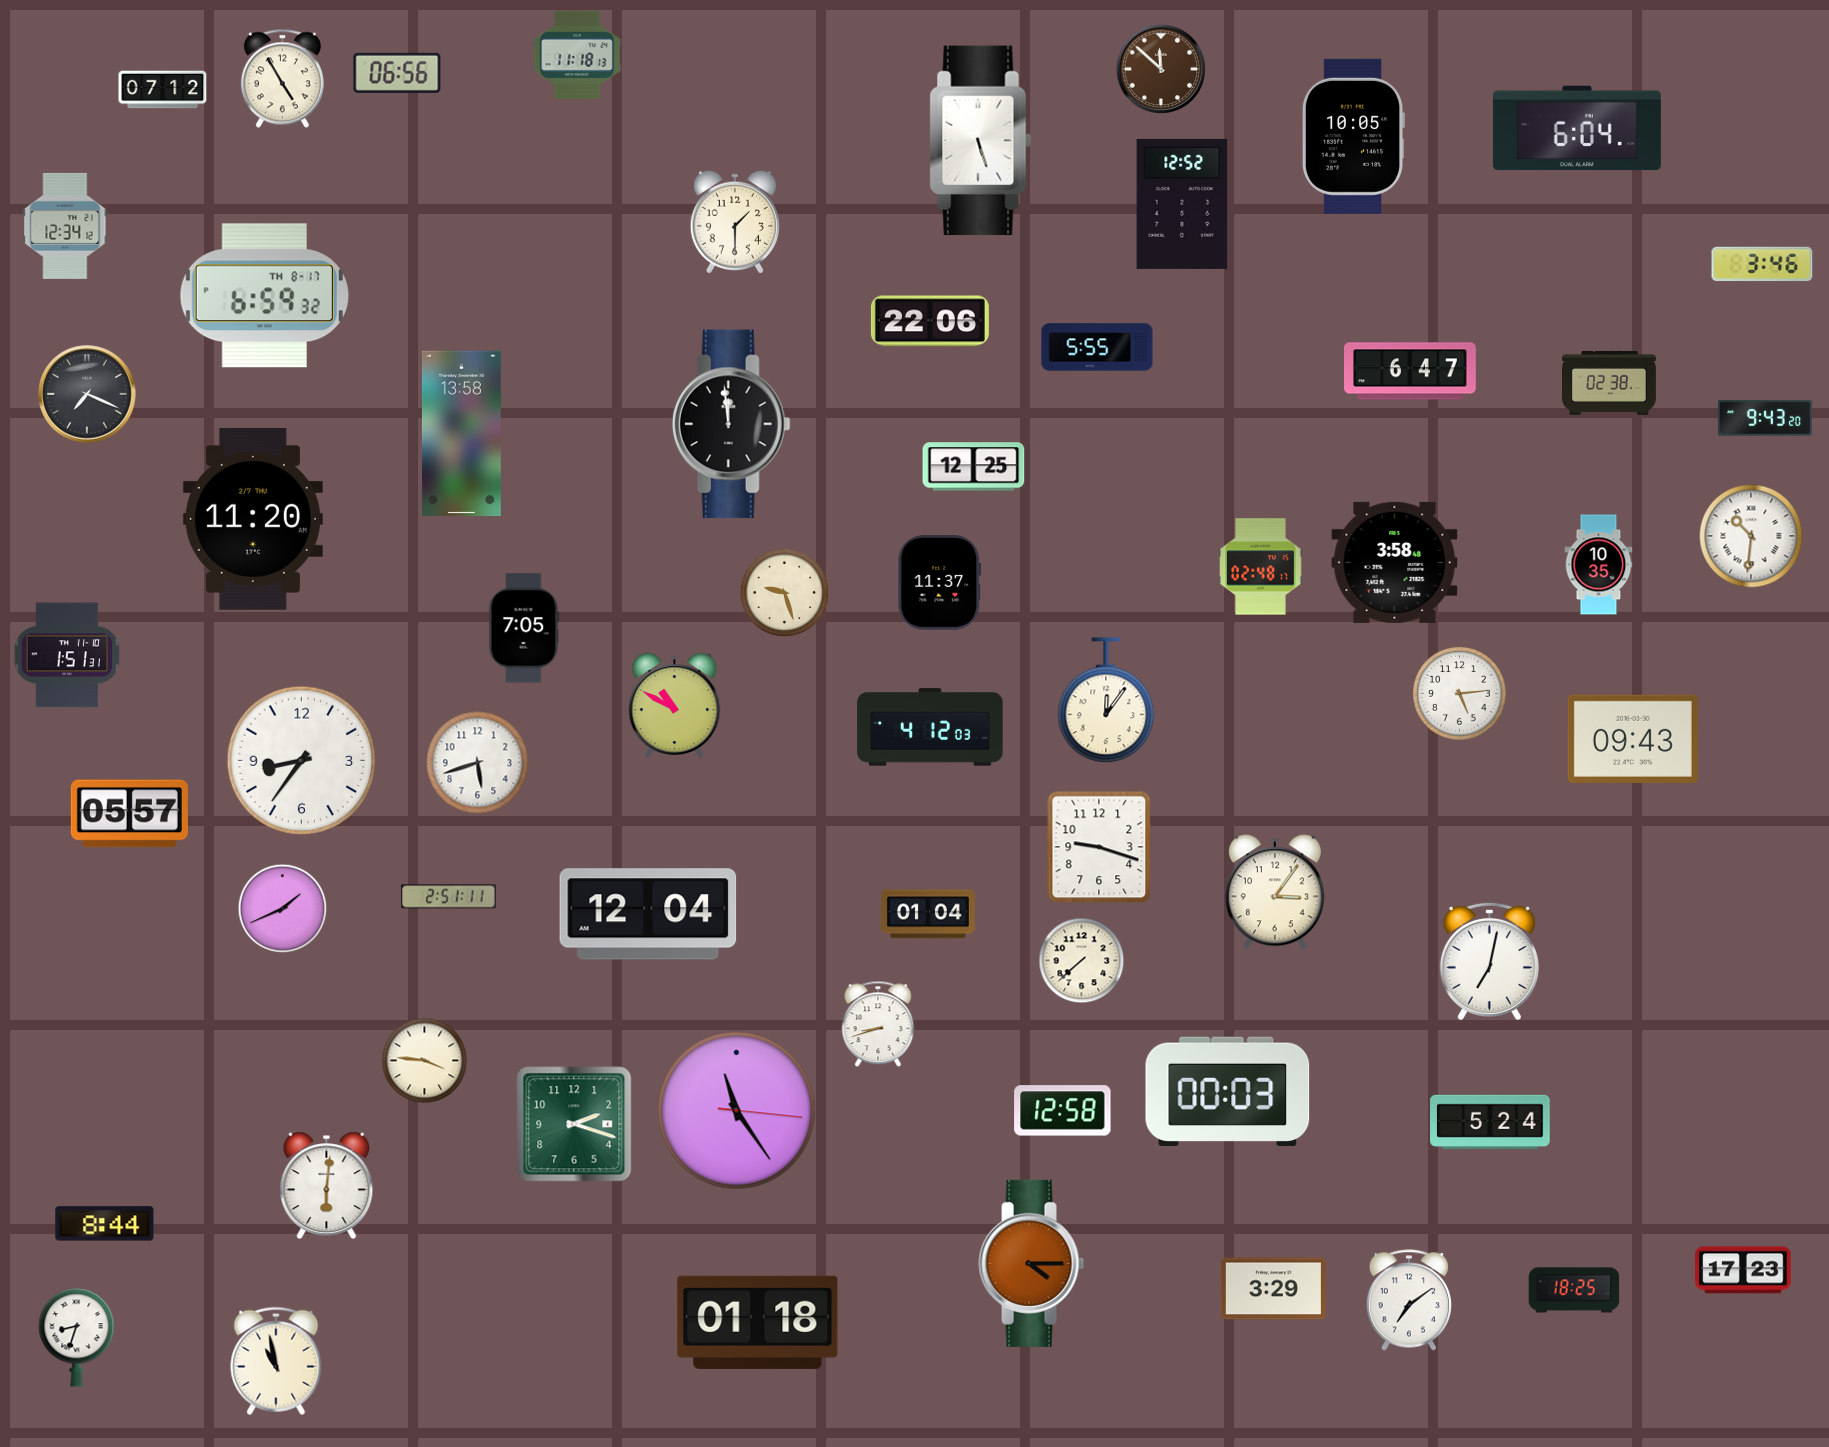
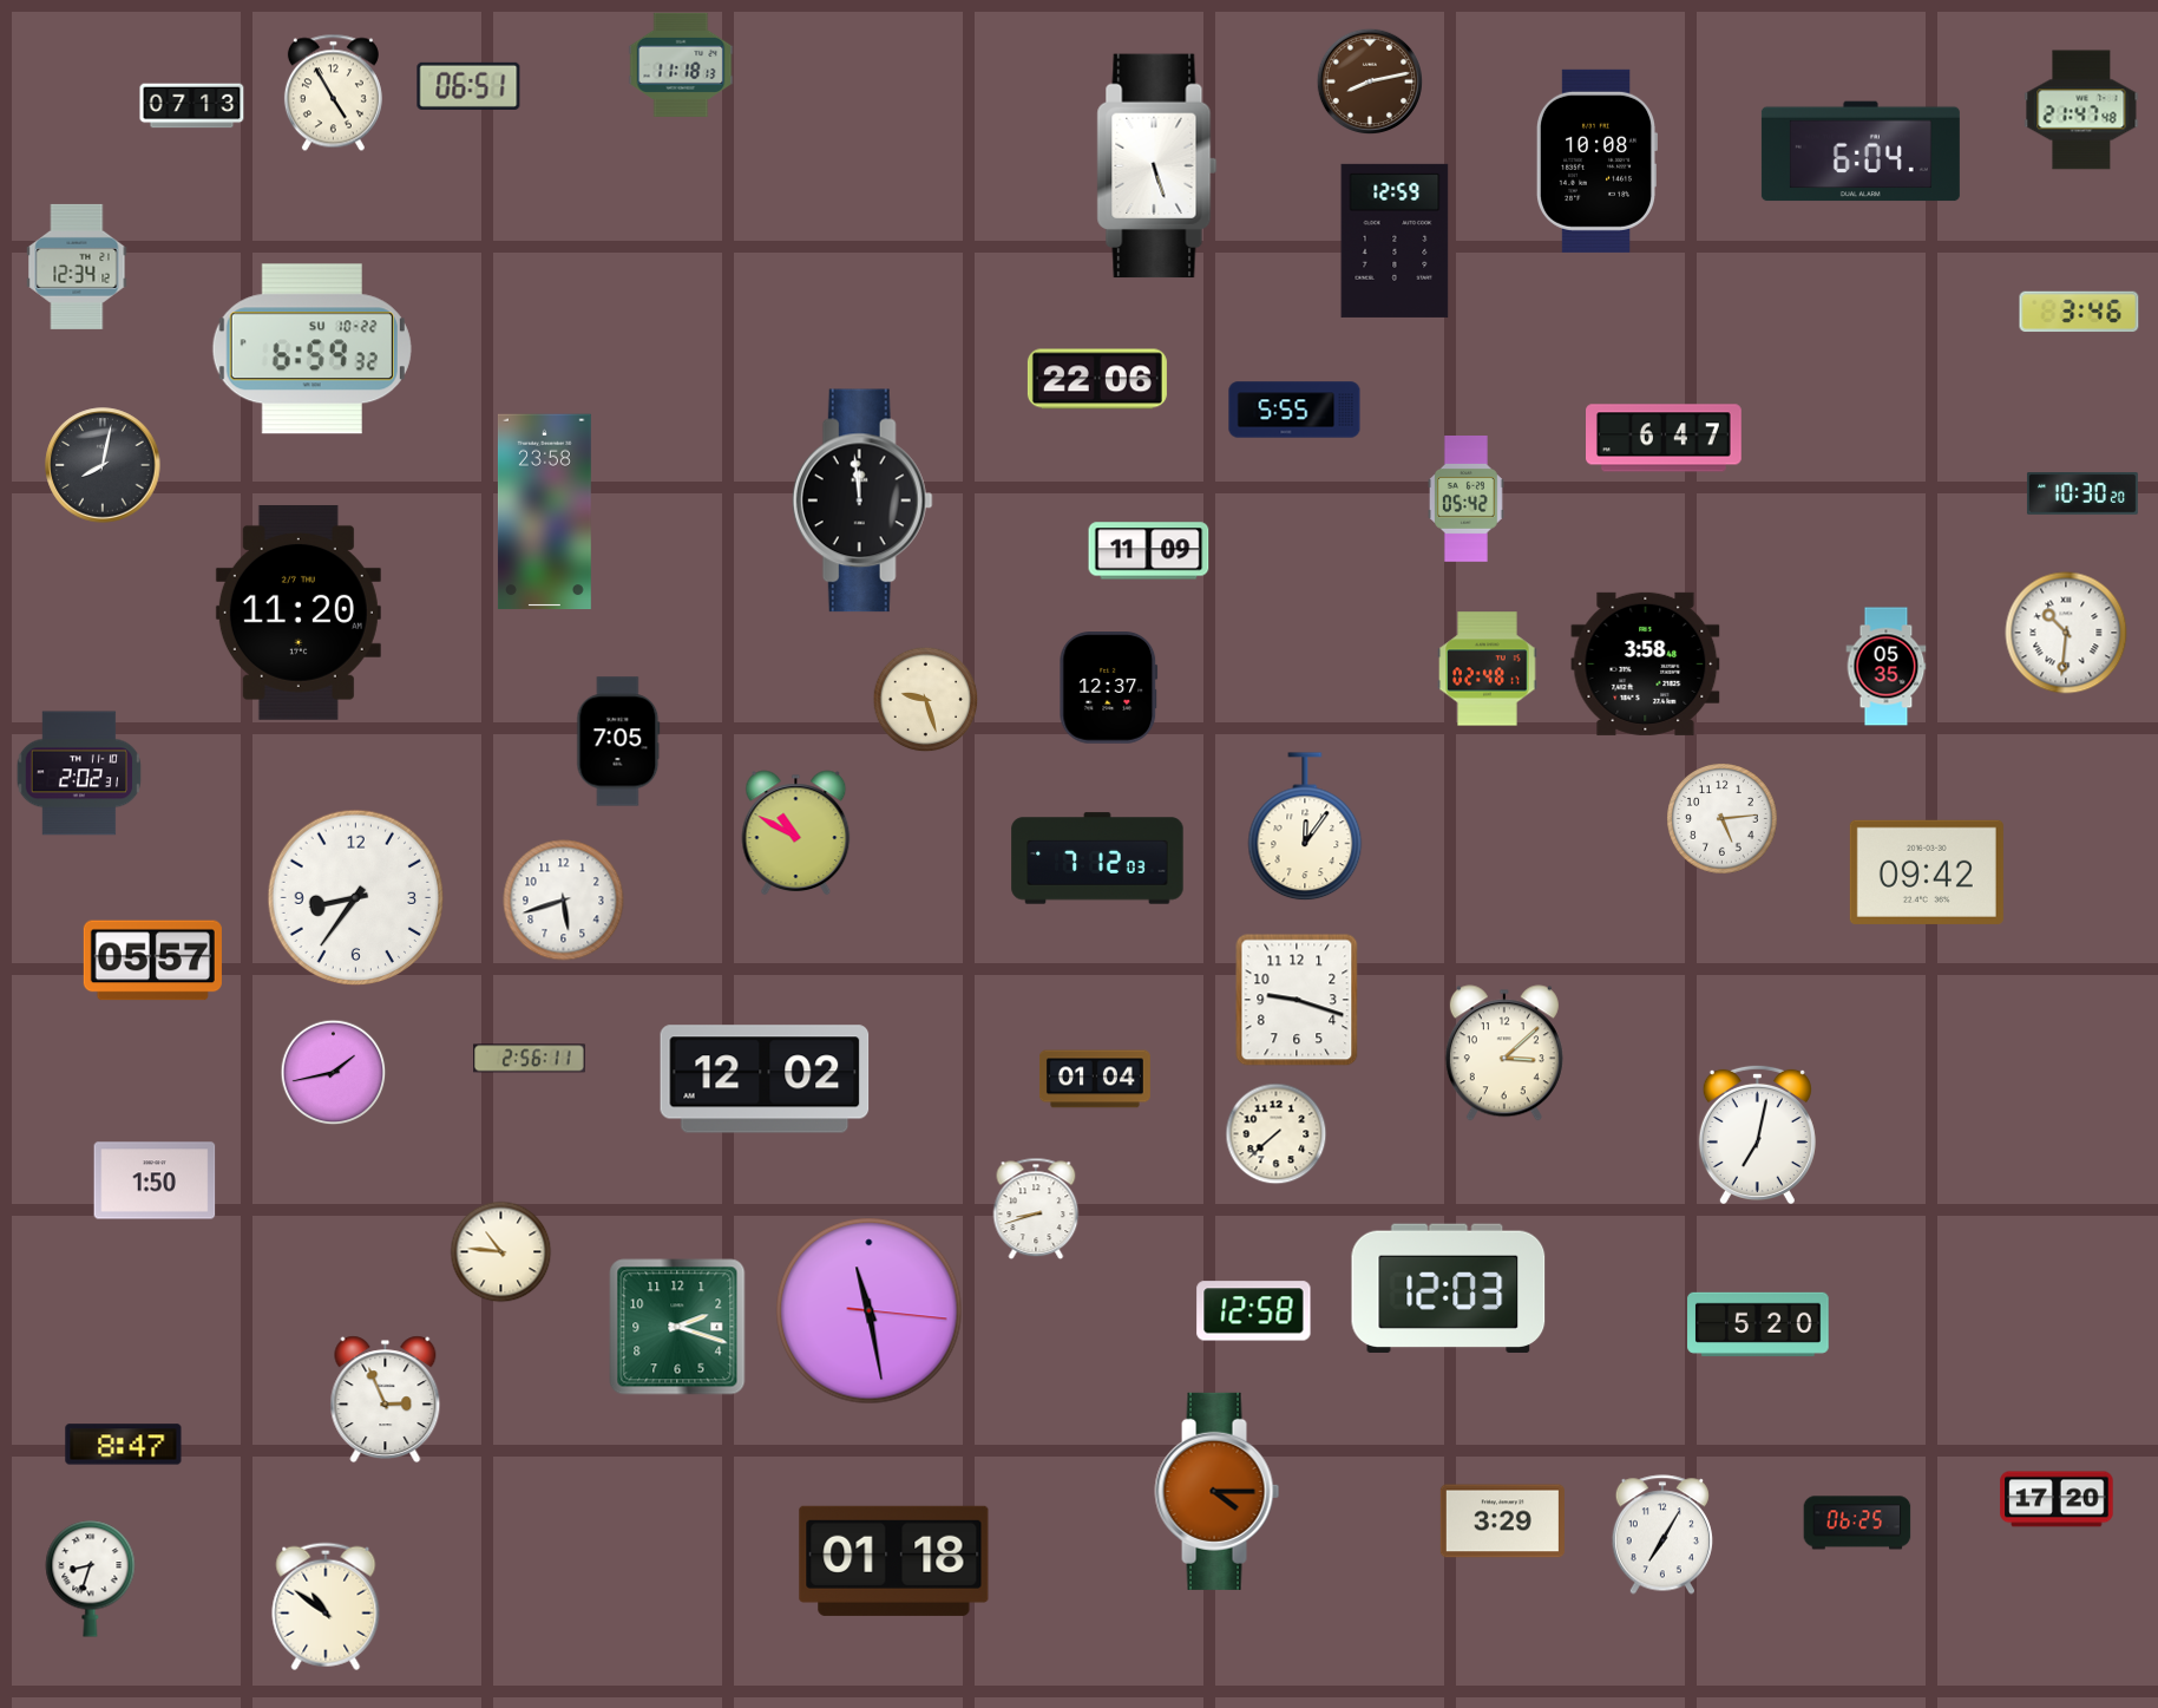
clock at (1160, 68): 11:52 -> 8:13
clock at (397, 73): 06:56 -> 06:51
clock at (163, 90): 07:12 -> 07:13
clock at (2081, 110): none -> 21:47
clock at (1352, 136): 10:05 -> 10:08
clock at (1182, 204): 12:52 -> 12:59
clock at (735, 222): 1:30 -> none
clock at (264, 296) date: TH 8-17 -> SU 10-22
clock at (1610, 383): 02:38 -> none
clock at (87, 394): 7:19 -> 8:02
clock at (1765, 418): 9:43 -> 10:30
clock at (1467, 499): none -> 05:42
clock at (461, 434): 13:58 -> 23:58
clock at (974, 467): 12:25 -> 11:09
clock at (1599, 565): 10:35 -> 05:35
clock at (940, 583): 11:37 -> 12:37
clock at (67, 655): 1:51 -> 2:02
clock at (930, 727): 4:12 -> 7:12
clock at (1633, 739): 09:43 -> 09:42
clock at (1275, 892): 3:06 -> 3:08
clock at (449, 897): 2:51 -> 2:56
clock at (283, 909): 1:41 -> 1:43
clock at (648, 914): 12:04 -> 12:02
clock at (155, 1180): none -> 1:50
clock at (425, 1061): 3:46 -> 10:46
clock at (1228, 1091): 00:03 -> 12:03
clock at (737, 1111): 11:24 -> 11:28
clock at (1490, 1122): 5:24 -> 5:20
clock at (327, 1186): 6:01 -> 2:56
clock at (105, 1224): 8:44 -> 8:47
clock at (1743, 1270): 17:23 -> 17:20
clock at (1574, 1290): 18:25 -> 06:25
clock at (1408, 1300): 7:09 -> 7:05
clock at (276, 1361): 10:58 -> 10:51
